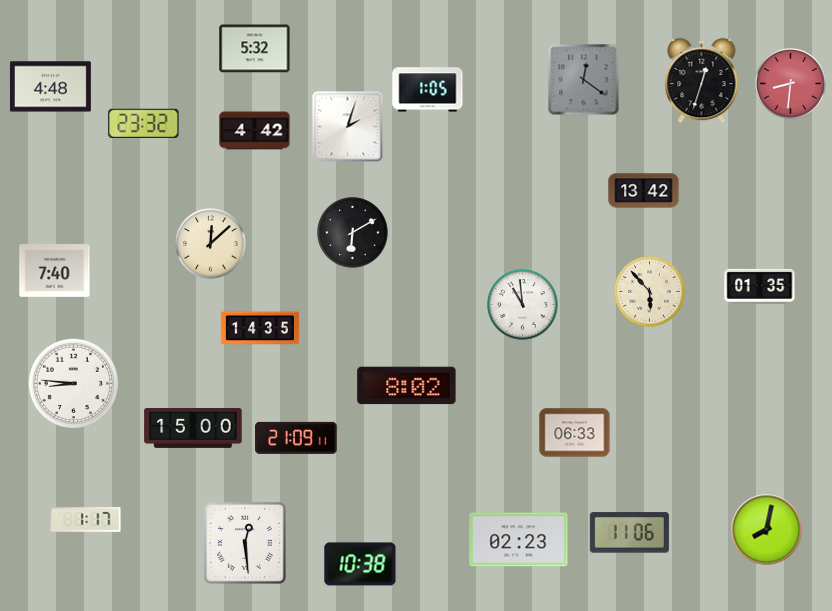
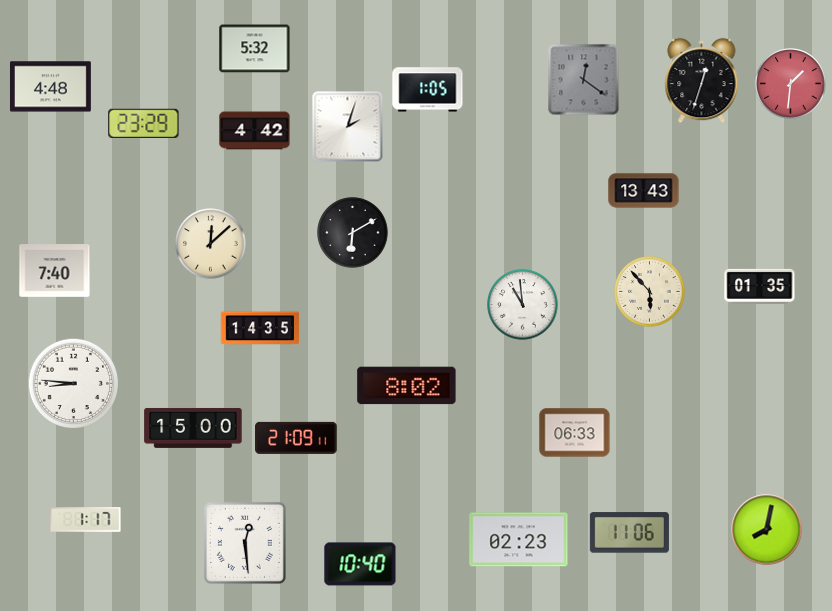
clock at (791, 84): 8:31 -> 1:31
clock at (144, 123): 23:32 -> 23:29
clock at (644, 191): 13:42 -> 13:43
clock at (360, 564): 10:38 -> 10:40
